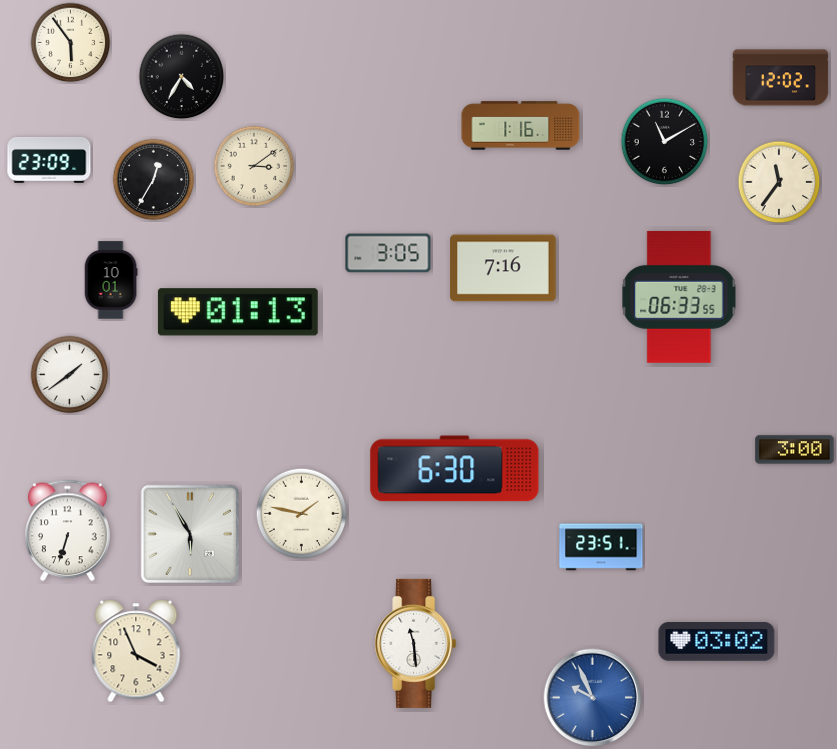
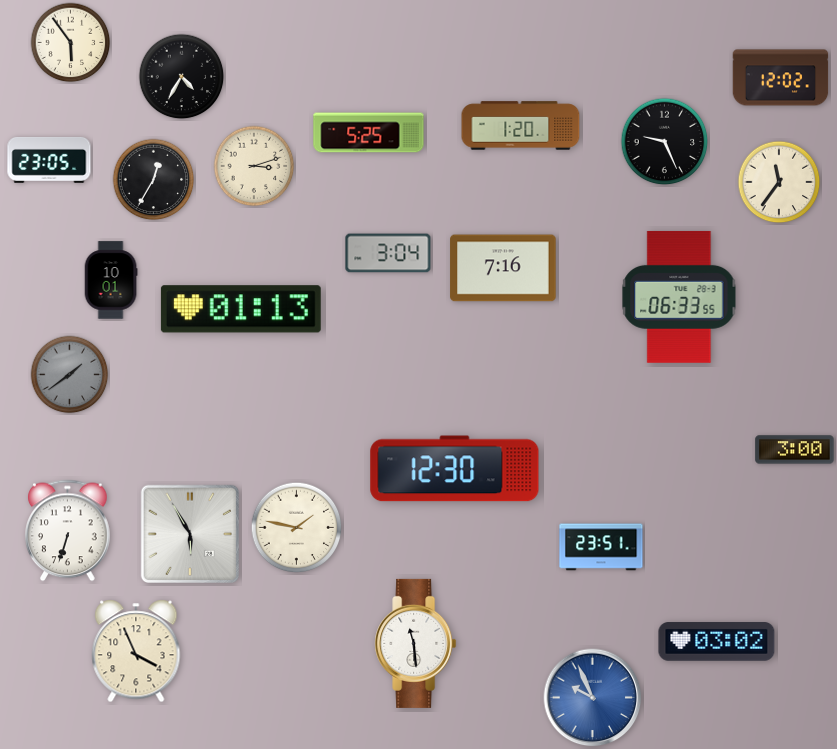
clock at (521, 126): 1:16 -> 1:20
clock at (369, 133): none -> 5:25
clock at (665, 142): 11:10 -> 9:26
clock at (49, 160): 23:09 -> 23:05
clock at (254, 166): 3:09 -> 3:12
clock at (388, 253): 3:05 -> 3:04
clock at (238, 312) position: (238, 312) -> (241, 309)
clock at (70, 375) dial: white -> grey
clock at (455, 469): 6:30 -> 12:30
clock at (302, 514) position: (302, 514) -> (297, 528)
